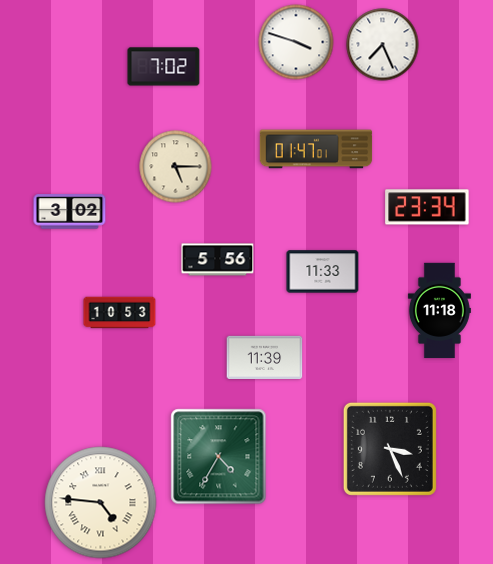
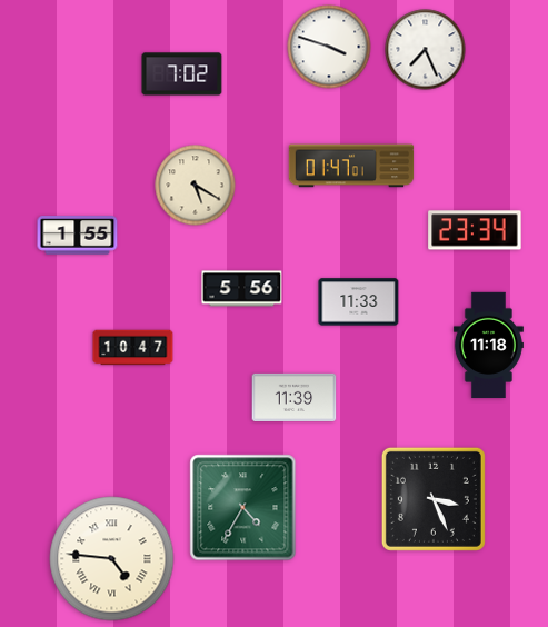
clock at (176, 167): 5:15 -> 5:20
clock at (70, 212): 3:02 -> 1:55
clock at (120, 313): 10:53 -> 10:47
